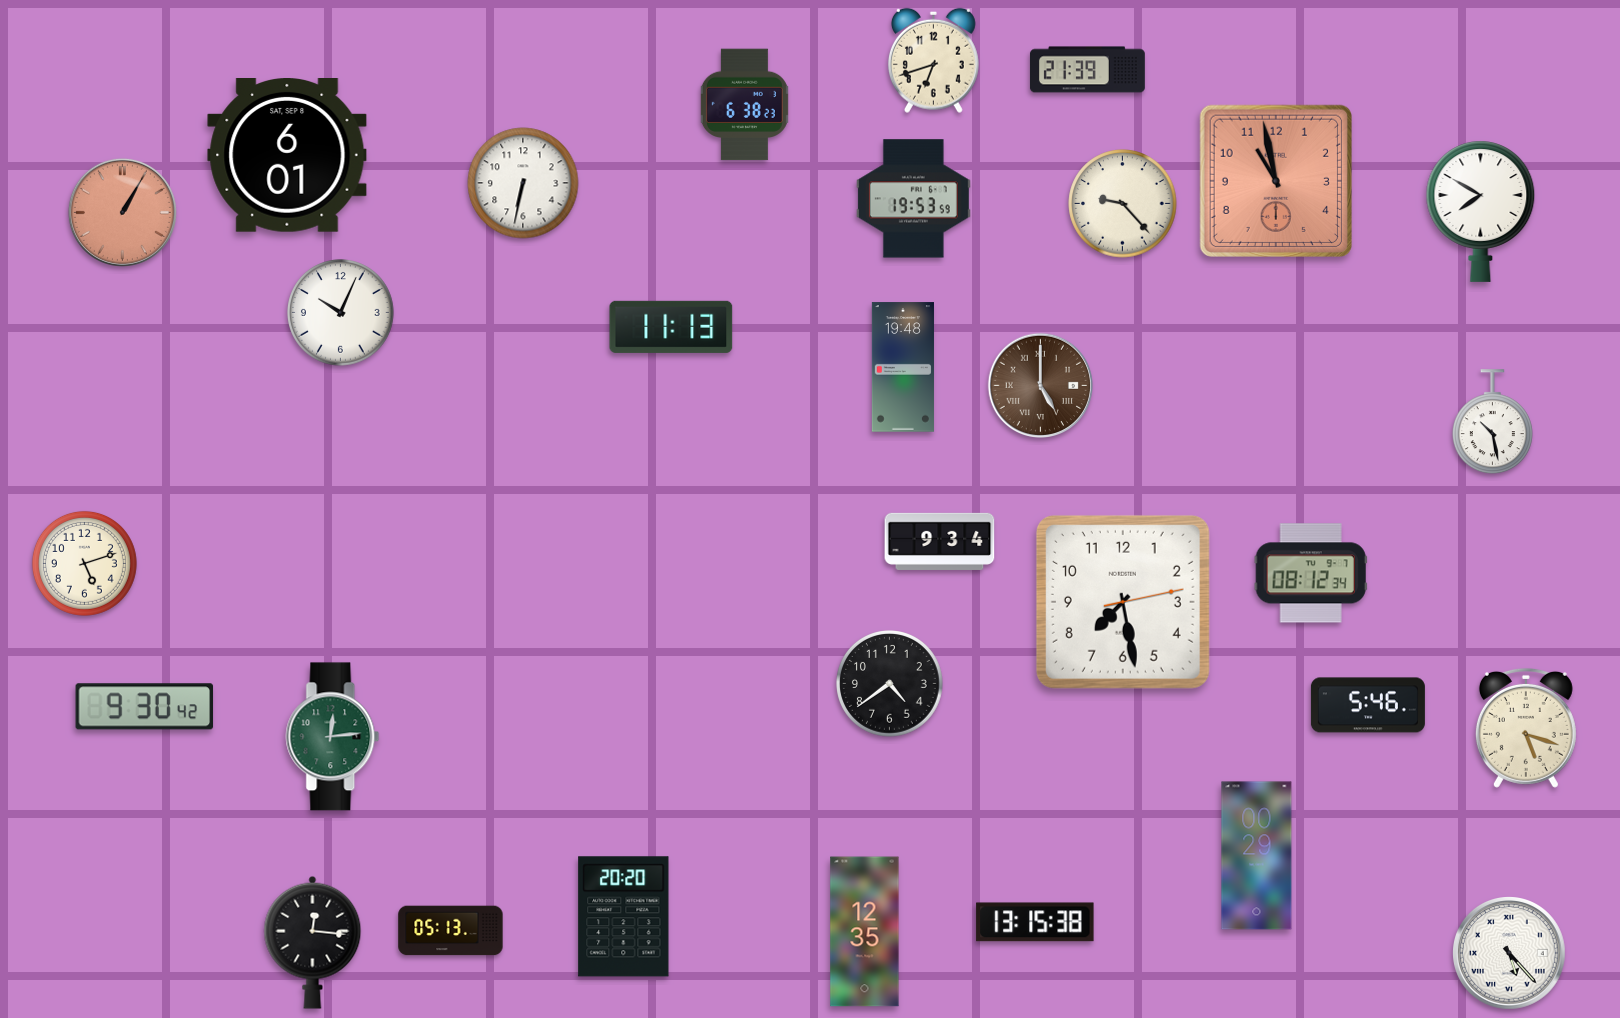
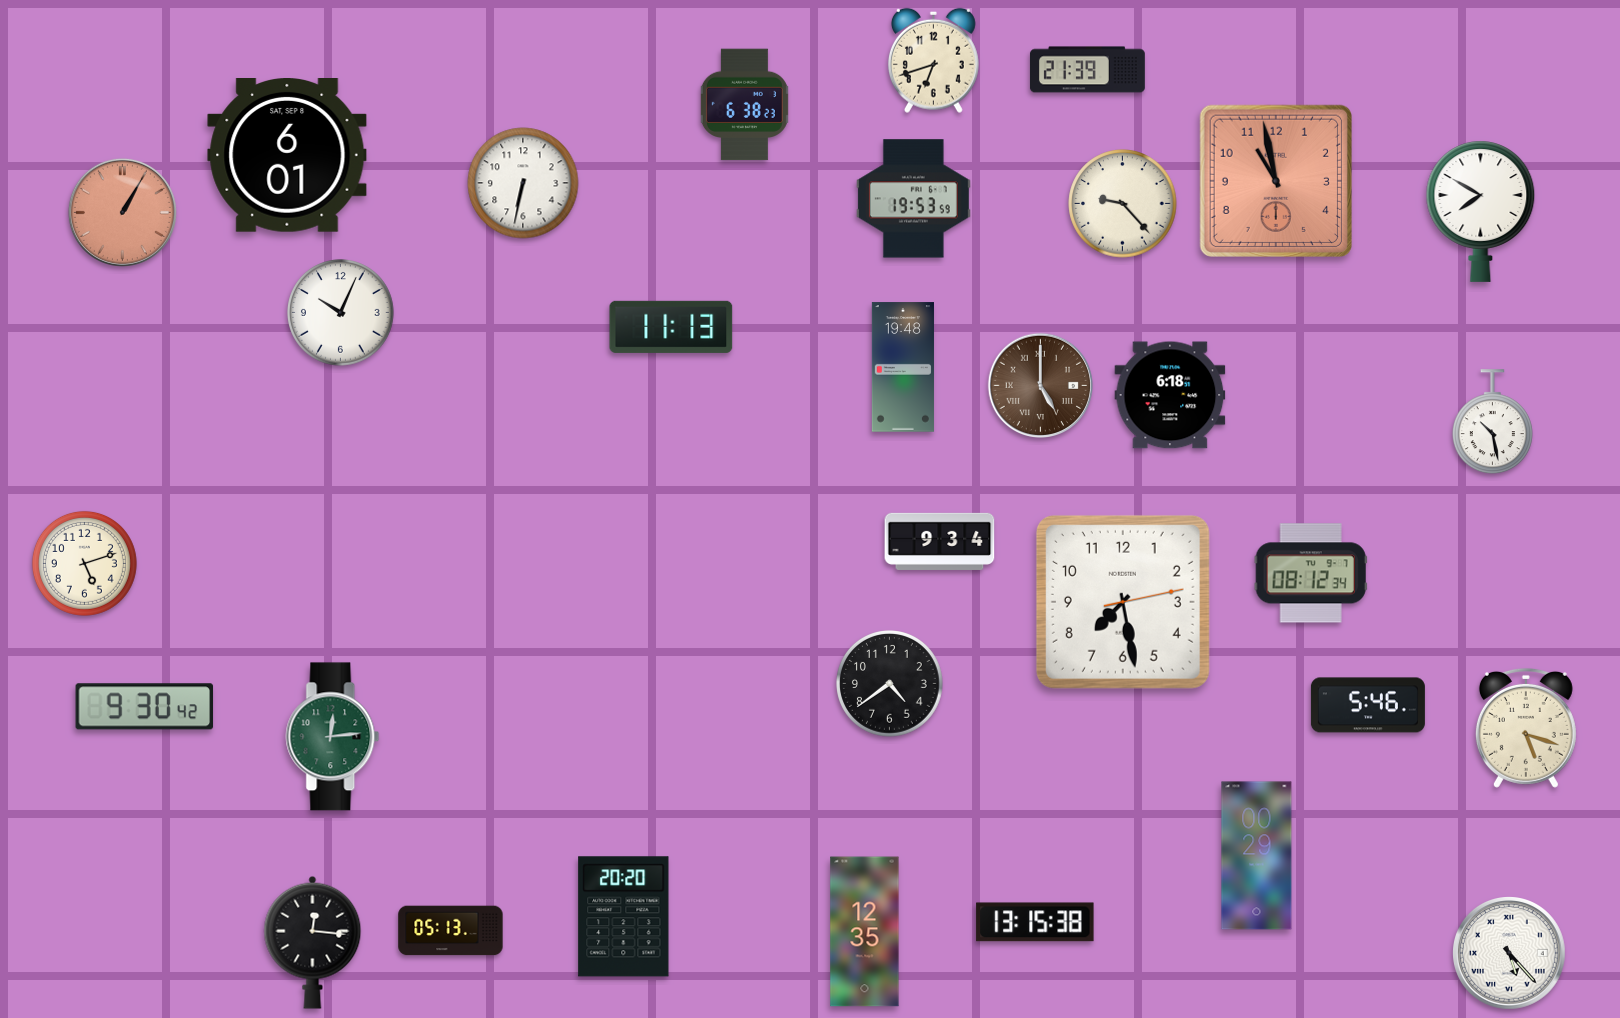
clock at (1170, 395): none -> 6:18
